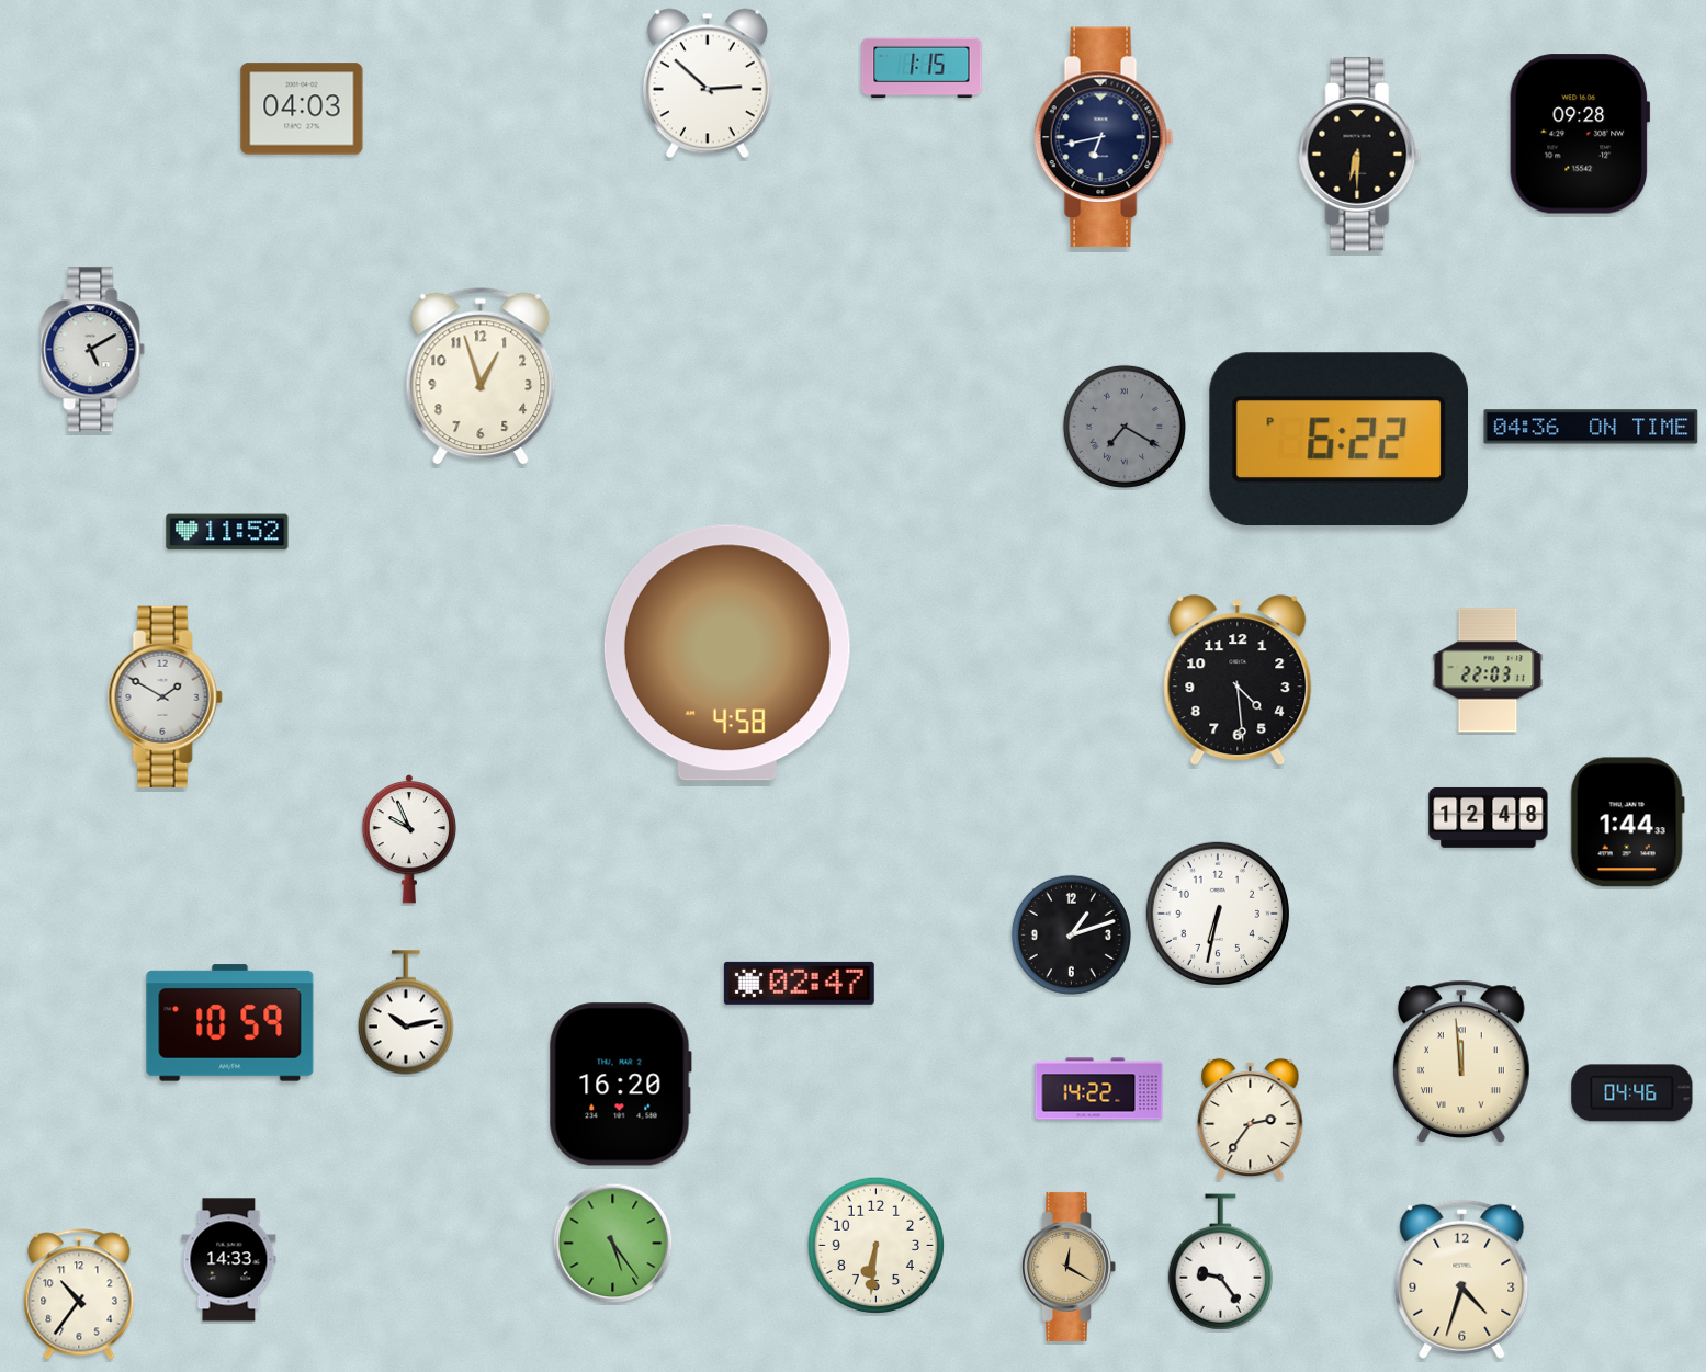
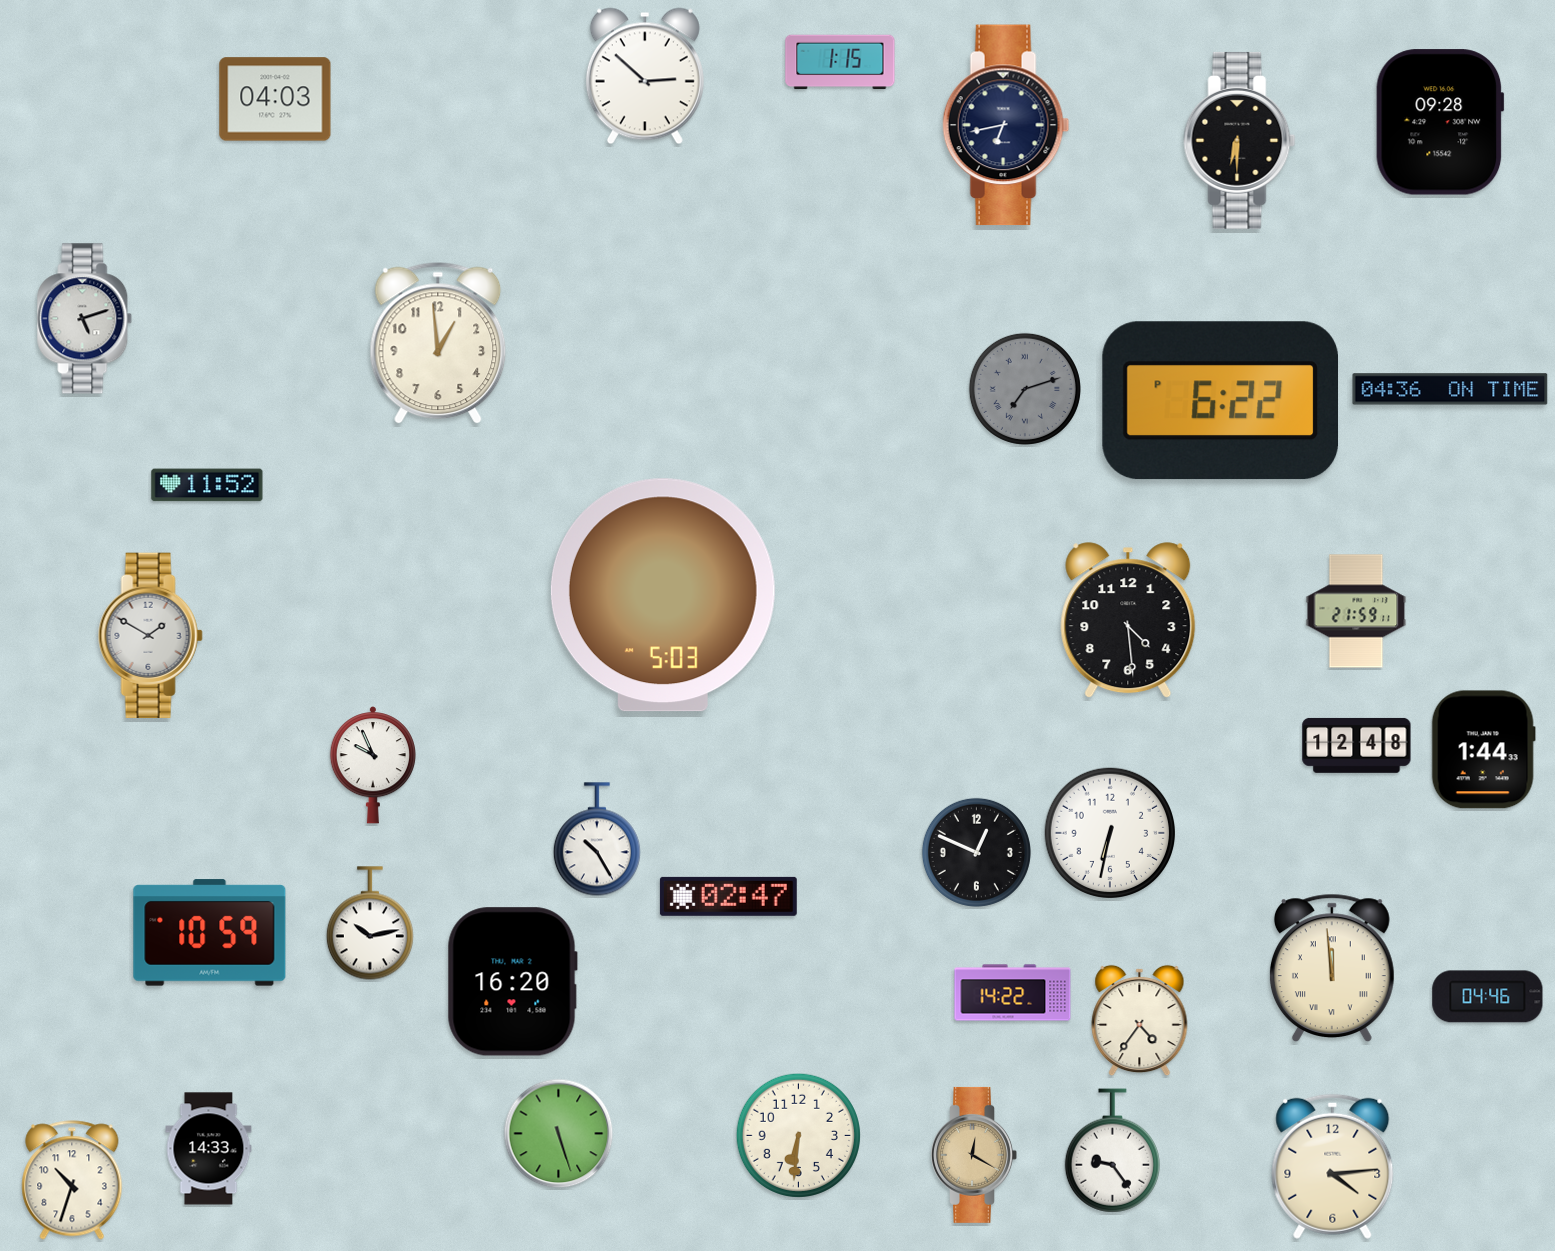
clock at (93, 350): 5:10 -> 5:12
clock at (481, 376): 12:57 -> 12:59
clock at (1125, 427): 7:20 -> 7:12
clock at (727, 653): 4:58 -> 5:03
clock at (1488, 670): 22:03 -> 21:59
clock at (597, 839): none -> 10:25
clock at (1071, 934): 1:12 -> 12:49
clock at (620, 1085) position: (620, 1085) -> (512, 982)
clock at (1099, 1089) position: (1099, 1089) -> (1013, 993)
clock at (1251, 1120): 2:36 -> 4:36
clock at (613, 1244): 5:24 -> 5:27
clock at (1462, 1279): 4:33 -> 4:14
clock at (79, 1294): 10:36 -> 10:33
